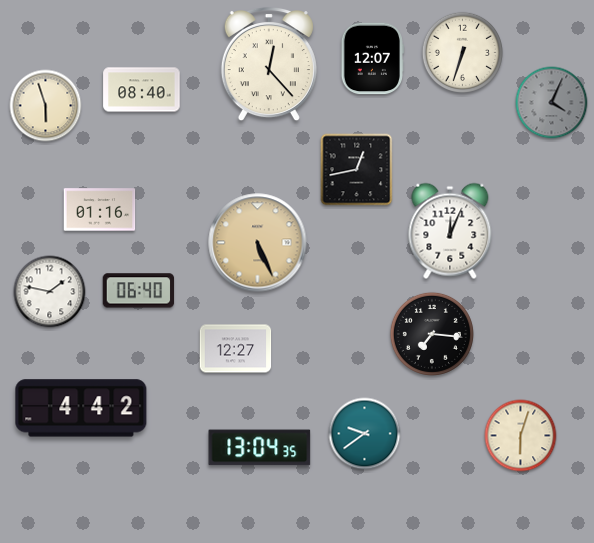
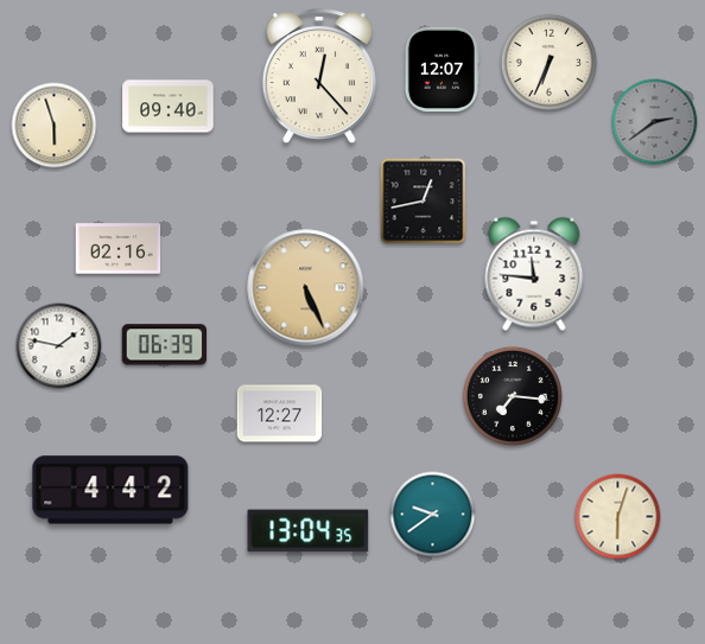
clock at (463, 53): 6:33 -> 6:34
clock at (142, 90): 08:40 -> 09:40
clock at (552, 103): 4:04 -> 2:39
clock at (100, 210): 01:16 -> 02:16
clock at (450, 231): 12:04 -> 11:46
clock at (139, 291): 06:40 -> 06:39
clock at (81, 408) position: (81, 408) -> (110, 490)
